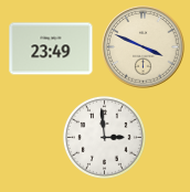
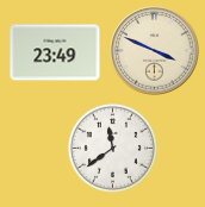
clock at (104, 137): 2:59 -> 11:39
